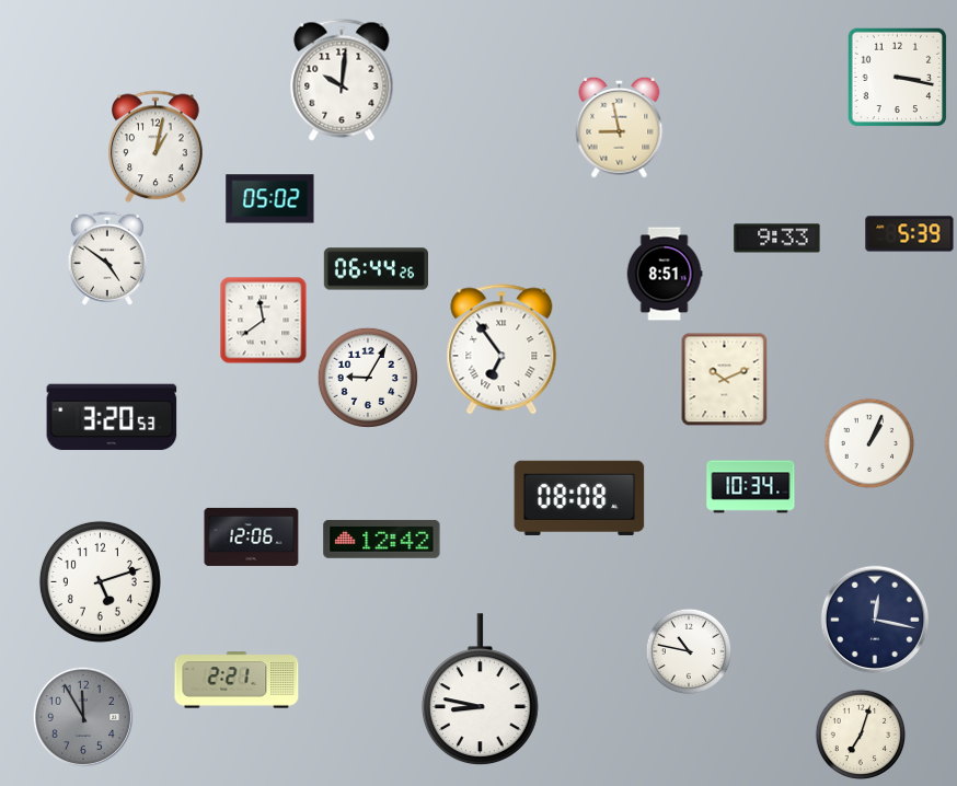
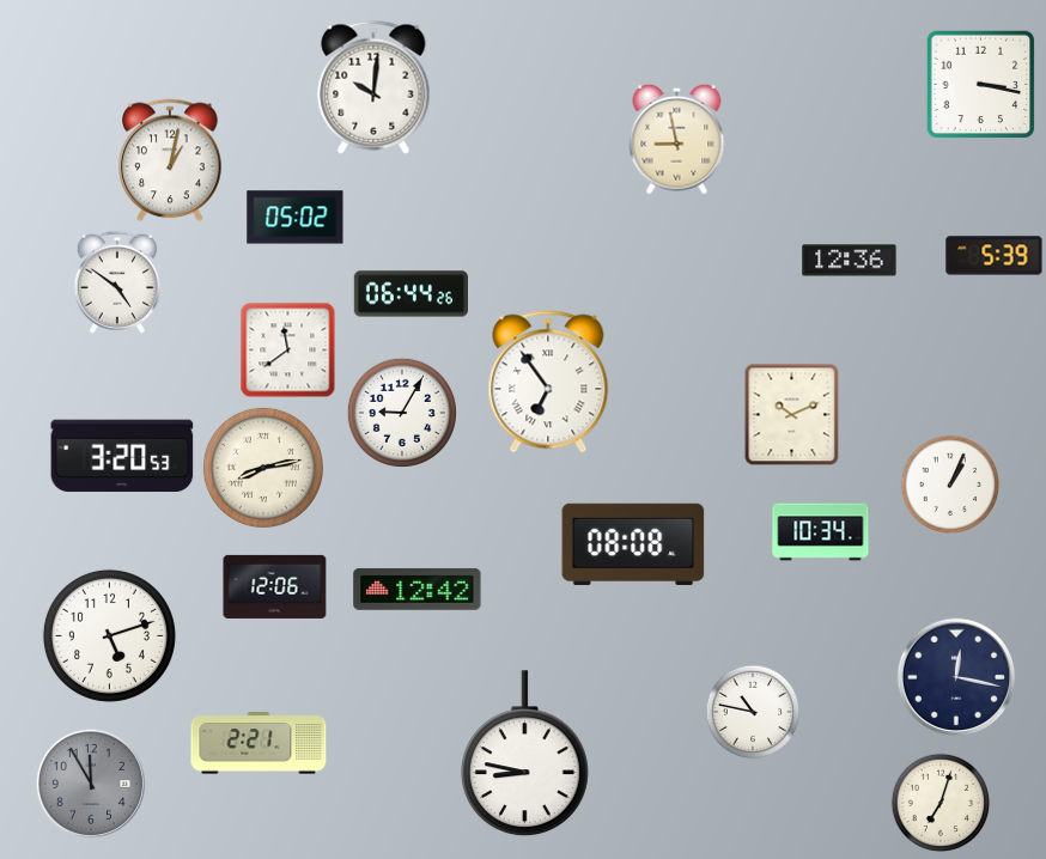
clock at (777, 239): 9:33 -> 12:36
clock at (665, 274): 8:51 -> none
clock at (263, 468): none -> 8:13
